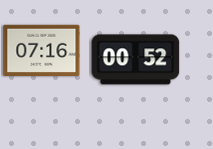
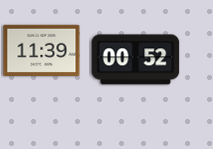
clock at (42, 50): 07:16 -> 11:39
